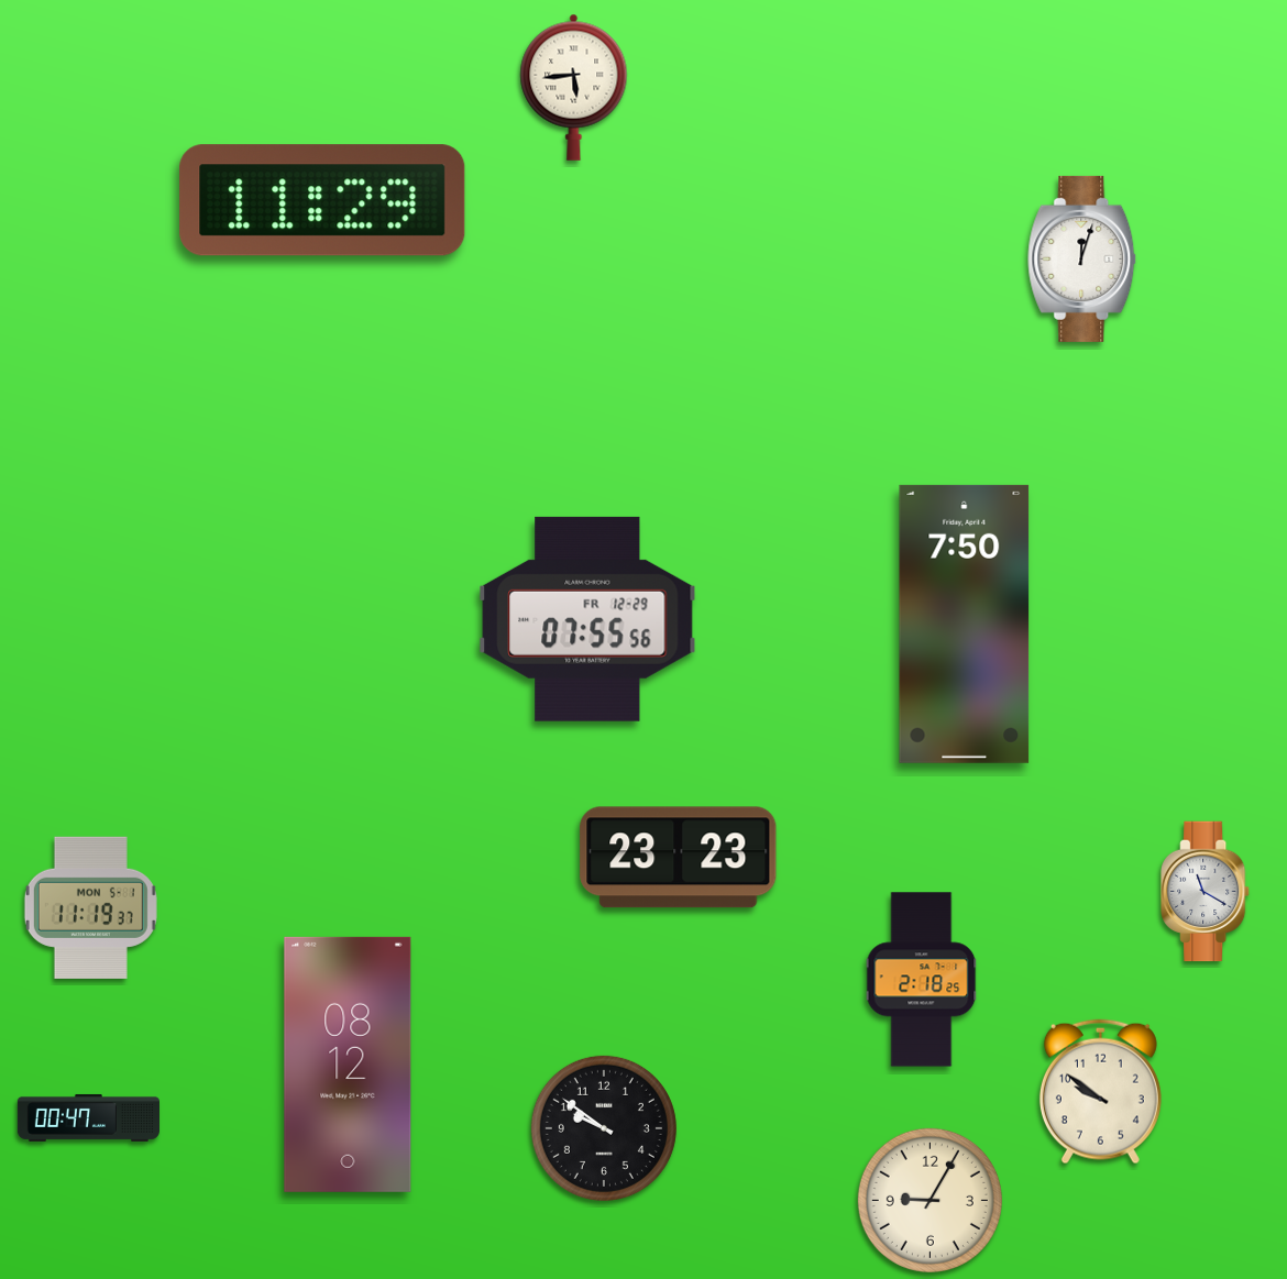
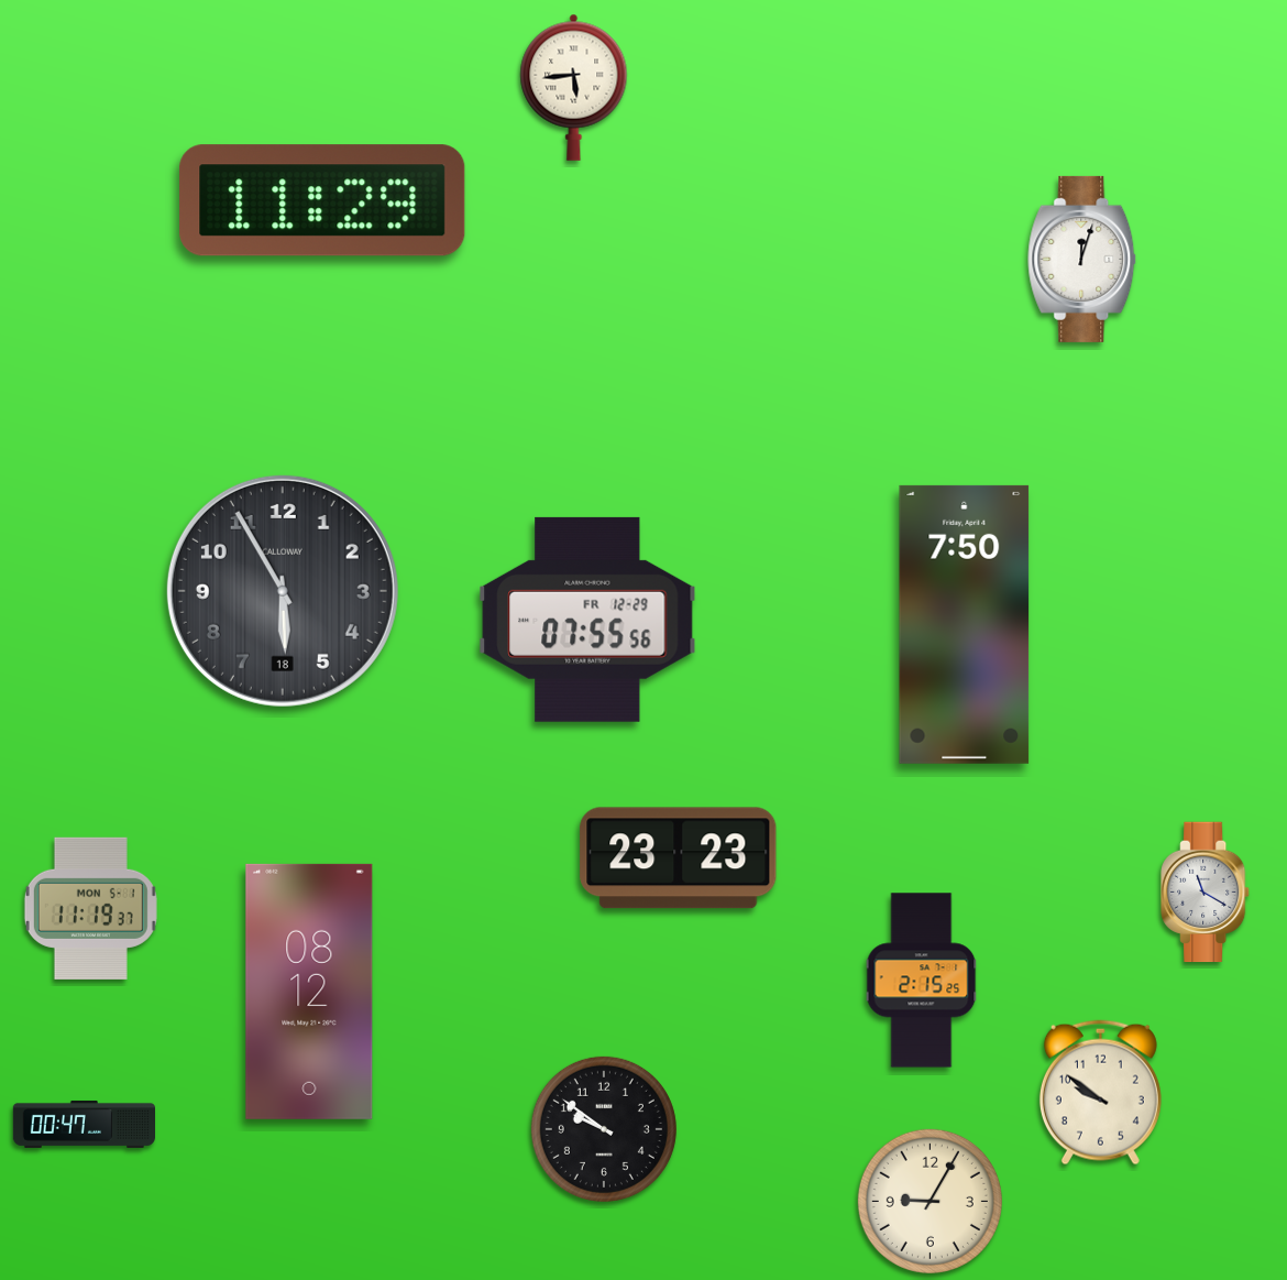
clock at (283, 591): none -> 5:55
clock at (922, 980): 2:18 -> 2:15
clock at (348, 1065) position: (348, 1065) -> (309, 992)
clock at (88, 1117) position: (88, 1117) -> (84, 1124)
